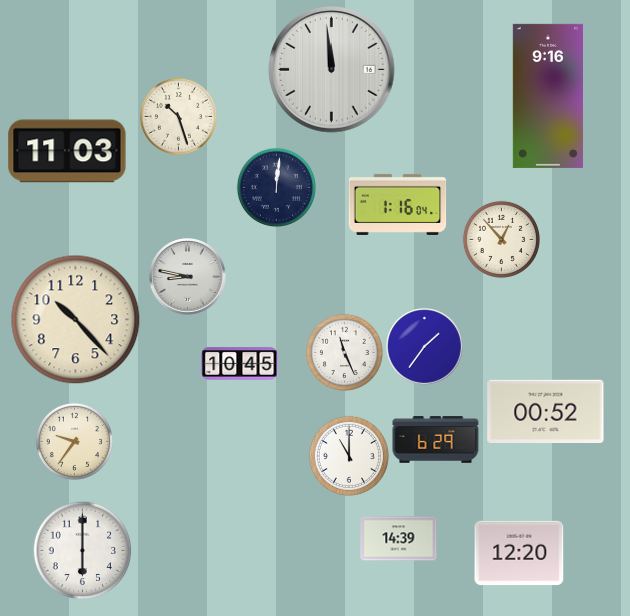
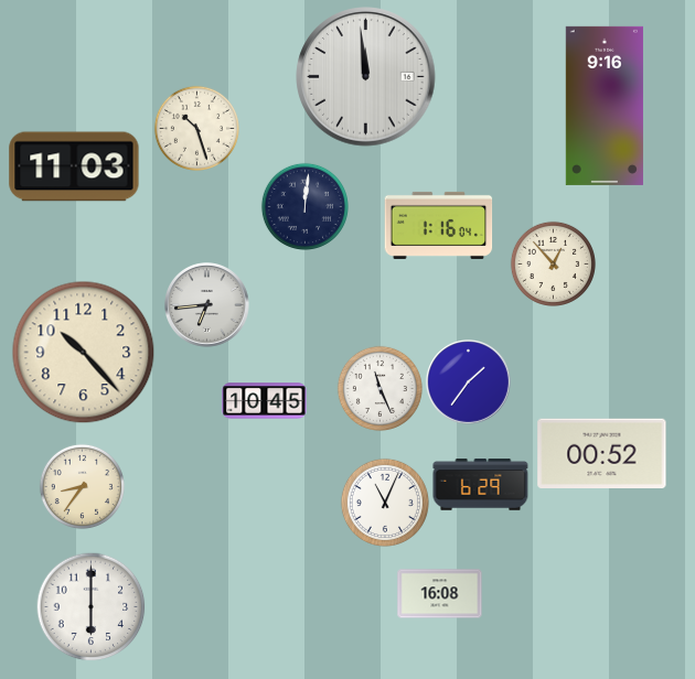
clock at (188, 277): 8:47 -> 6:44
clock at (74, 441): 9:36 -> 8:36
clock at (349, 456): 11:00 -> 11:04
clock at (399, 539): 14:39 -> 16:08
clock at (519, 553): 12:20 -> none
